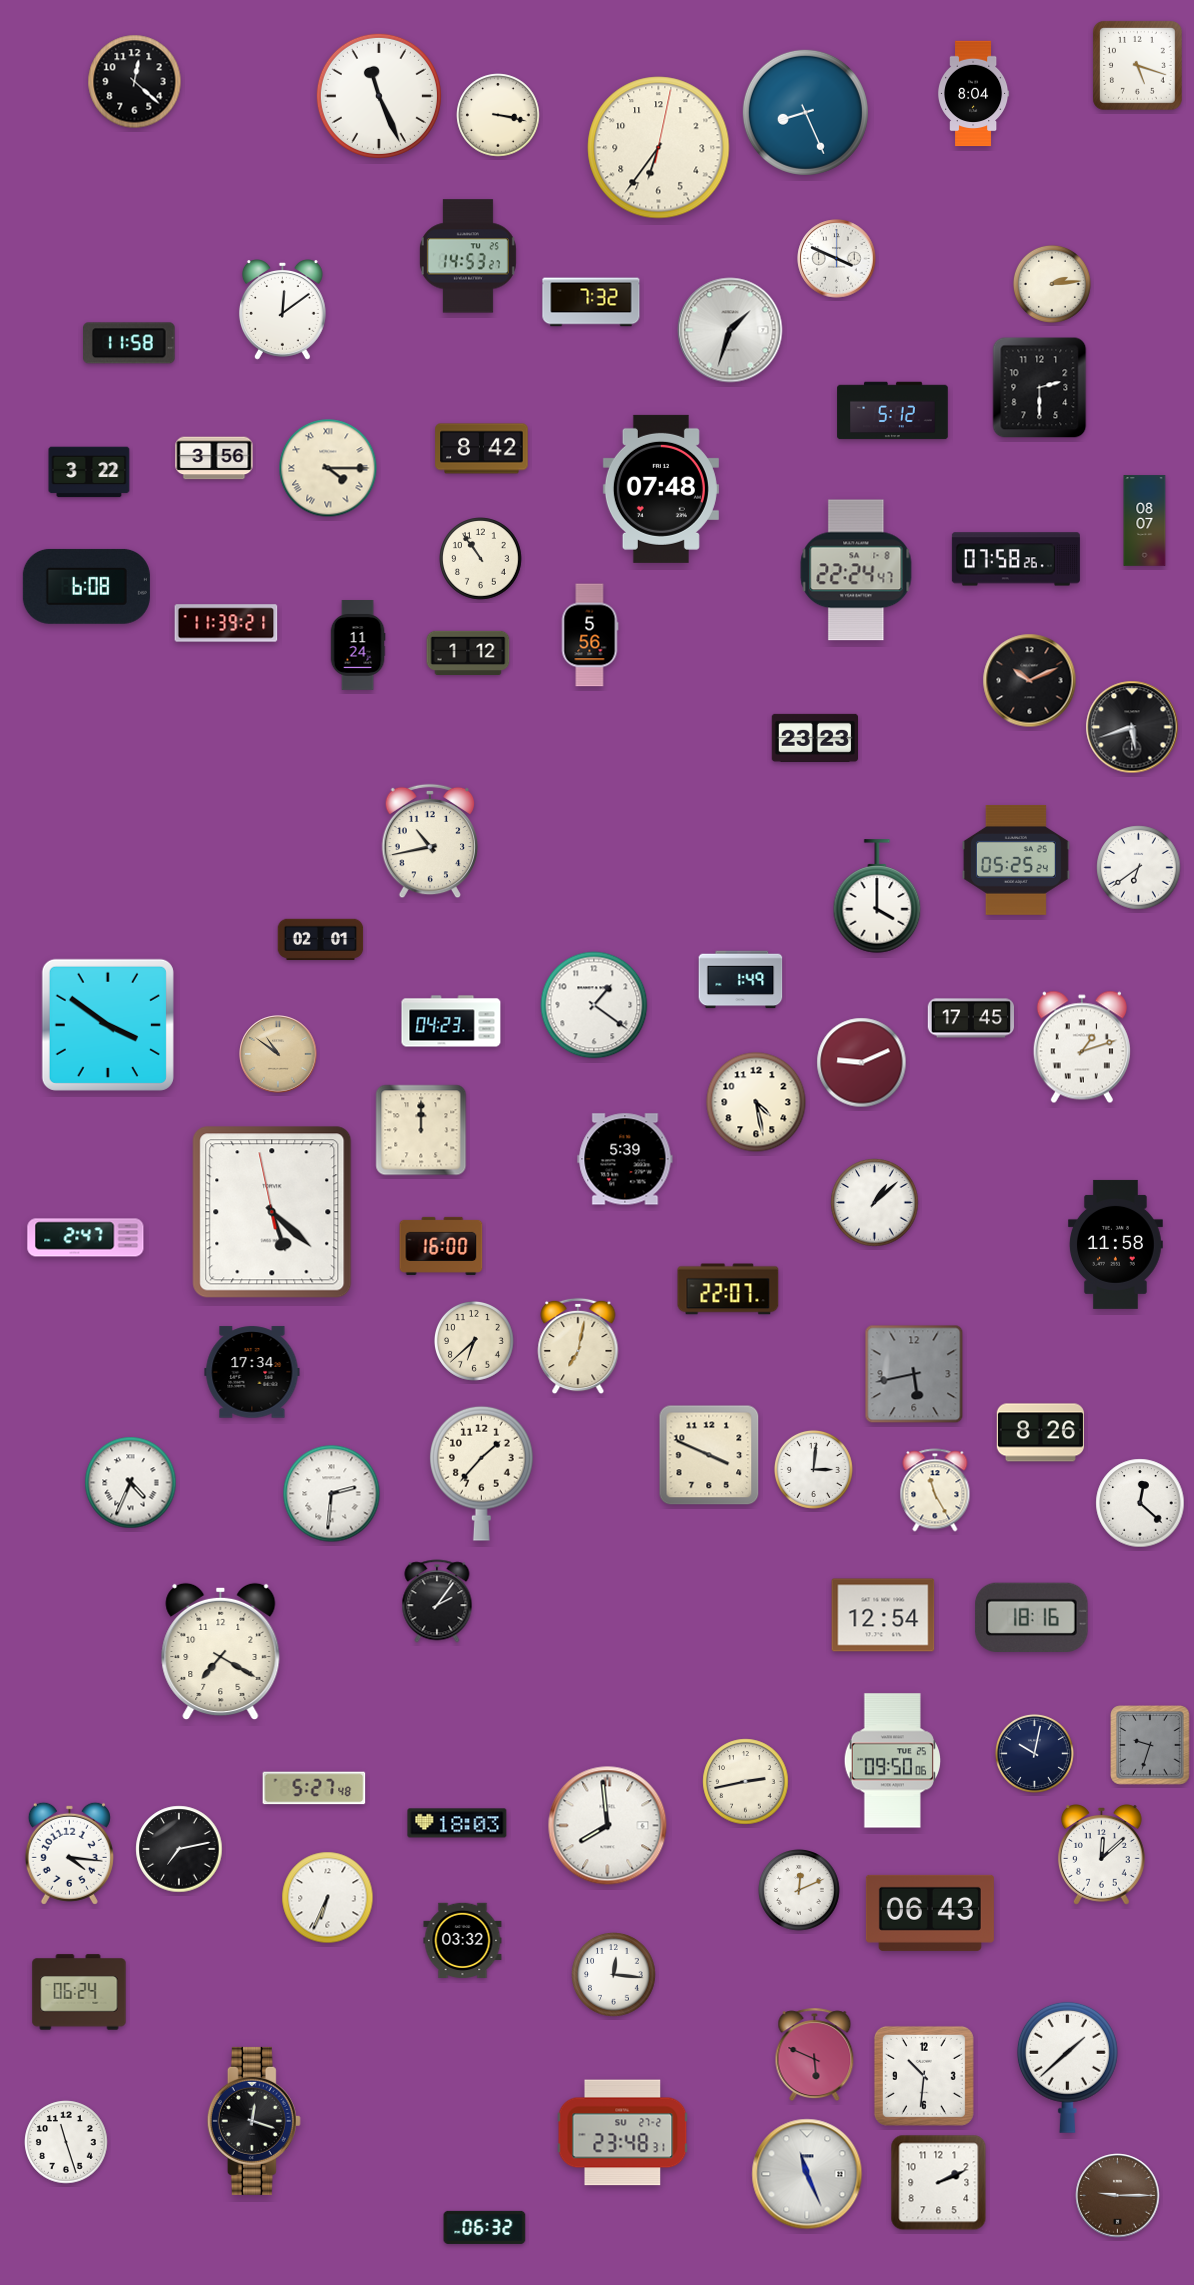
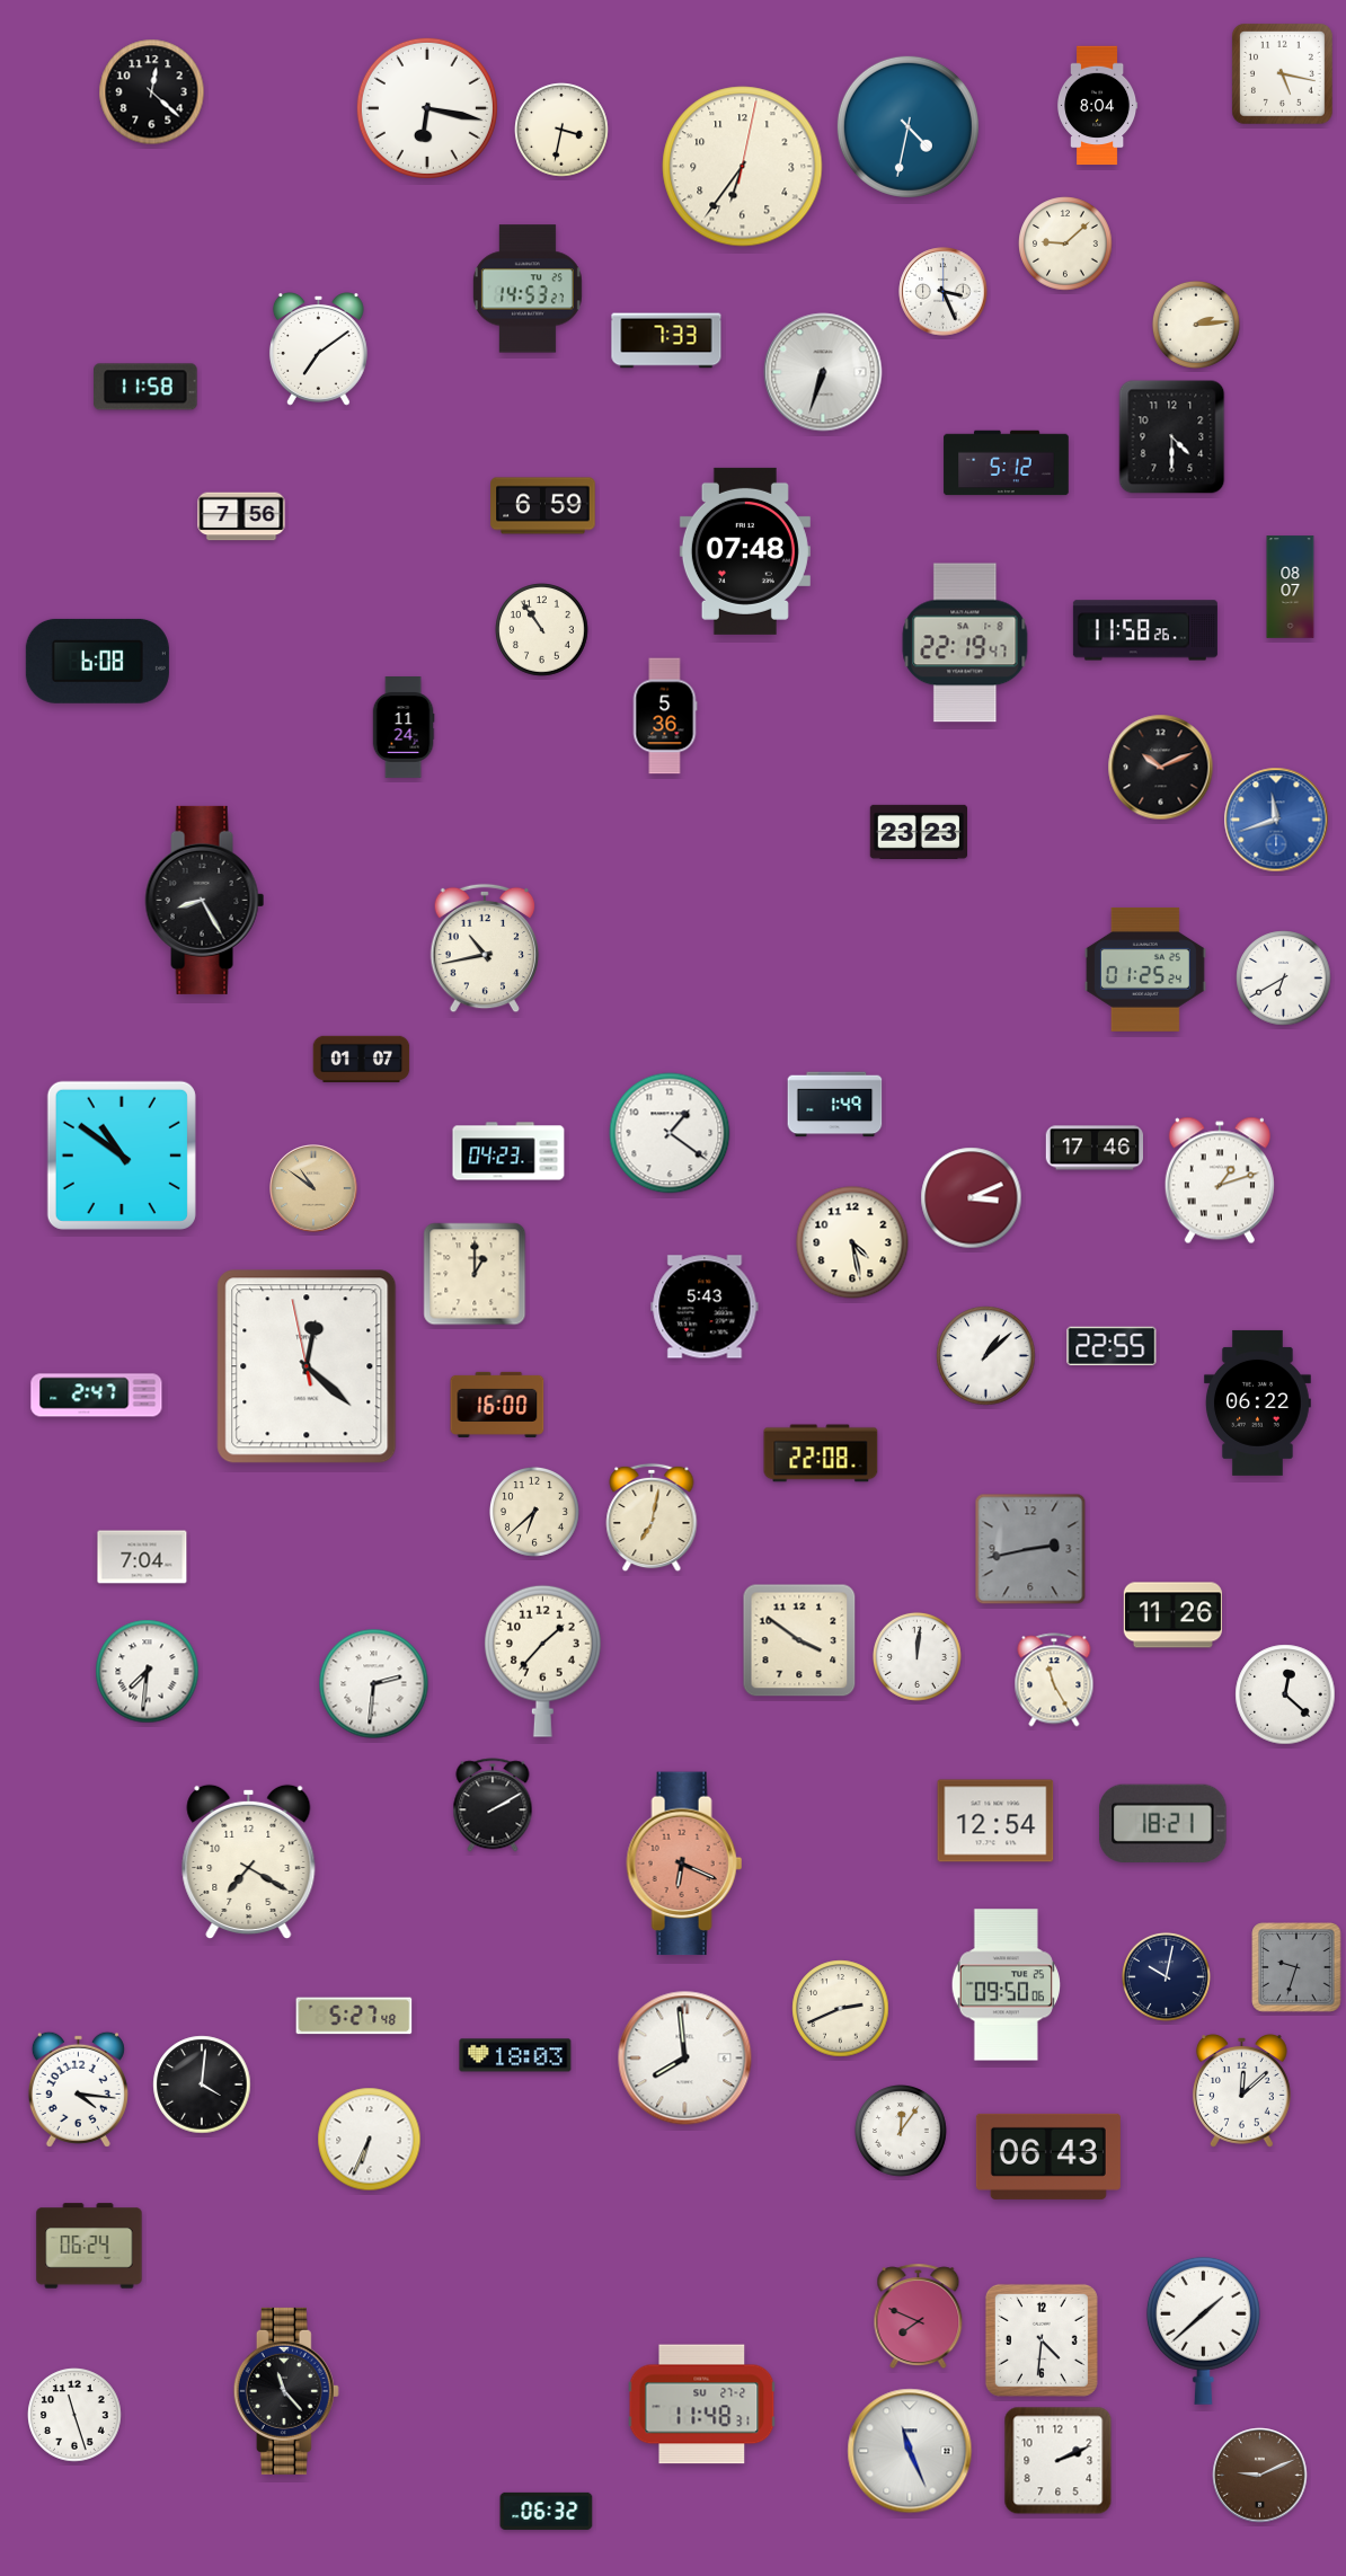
clock at (1137, 65): 5:18 -> 5:17
clock at (379, 96): 11:26 -> 6:17
clock at (805, 112): 8:26 -> 4:32
clock at (498, 115): 3:17 -> 3:32
clock at (1065, 244): none -> 9:08
clock at (837, 259): 3:49 -> 3:26
clock at (1052, 284) position: (1052, 284) -> (1196, 325)
clock at (591, 302): 7:32 -> 7:33
clock at (282, 310): 12:09 -> 7:09
clock at (730, 330): 1:33 -> 6:33
clock at (1040, 388): 2:30 -> 4:30
clock at (482, 449): 8:42 -> 6:59
clock at (214, 458): 3:56 -> 7:56
clock at (328, 468): 4:15 -> none
clock at (89, 472): 3:22 -> none
clock at (1016, 559): 07:58 -> 11:58
clock at (856, 570): 22:24 -> 22:19
clock at (226, 623): 11:39 -> none
clock at (590, 635): 5:56 -> 5:36
clock at (468, 652): 1:12 -> none
clock at (1132, 727): 5:42 -> 11:42
clock at (1132, 727) dial: black -> blue
clock at (205, 900): none -> 8:25
clock at (1016, 860): 05:25 -> 01:25
clock at (1139, 868): 6:39 -> 6:40
clock at (877, 896): 4:00 -> none
clock at (321, 939): 02:01 -> 01:07
clock at (970, 1018): 17:45 -> 17:46
clock at (108, 1025): 3:51 -> 10:51
clock at (862, 1063): 9:11 -> 3:11
clock at (421, 1130): 12:00 -> 1:00
clock at (625, 1159): 5:39 -> 5:43
clock at (1112, 1346): none -> 22:55
clock at (272, 1212): 5:21 -> 12:21
clock at (1115, 1244): 11:58 -> 06:22
clock at (728, 1289): 22:07 -> 22:08
clock at (252, 1372): 17:34 -> none
clock at (914, 1374): 5:43 -> 2:43
clock at (142, 1557): none -> 7:04
clock at (1040, 1433): 8:26 -> 11:26
clock at (709, 1455): 3:49 -> 3:51
clock at (813, 1469): 3:01 -> 12:01
clock at (131, 1483): 4:34 -> 7:31
clock at (437, 1601): 2:06 -> 2:10
clock at (1032, 1617): 18:16 -> 18:21
clock at (684, 1864): none -> 6:19
clock at (746, 1782): 2:43 -> 2:41
clock at (179, 1849): 7:13 -> 4:01
clock at (800, 1891): 12:11 -> 12:06
clock at (463, 1940): 03:32 -> none
clock at (614, 1975): 12:16 -> none
clock at (815, 2055): 5:49 -> 7:49
clock at (924, 2076): 10:31 -> 4:31
clock at (254, 2121): 12:18 -> 11:23
clock at (623, 2133): 23:48 -> 11:48
clock at (1118, 2196): 9:15 -> 9:11
